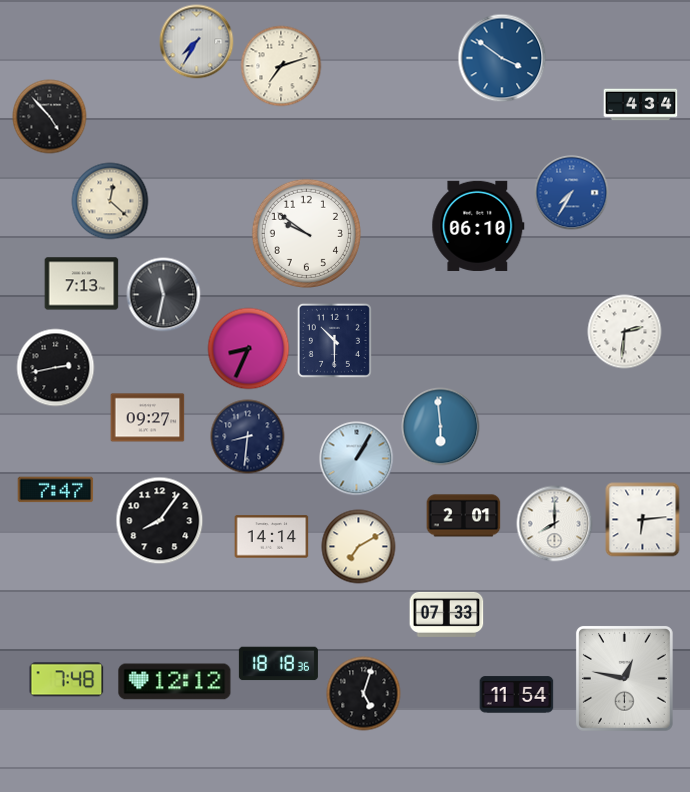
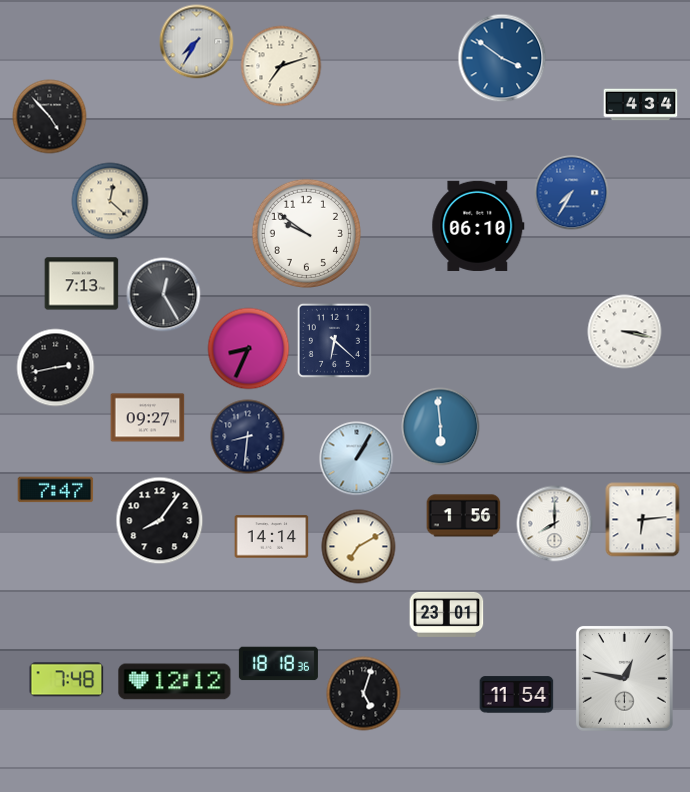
clock at (164, 295): 11:32 -> 12:25
clock at (625, 332): 2:31 -> 3:17
clock at (334, 340): 10:30 -> 6:22
clock at (464, 516): 2:01 -> 1:56
clock at (447, 614): 07:33 -> 23:01
